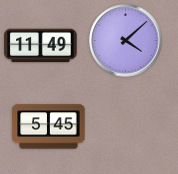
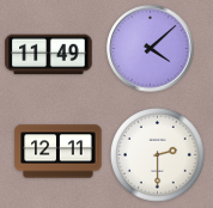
clock at (49, 127): 5:45 -> 12:11
clock at (158, 155): none -> 2:30
